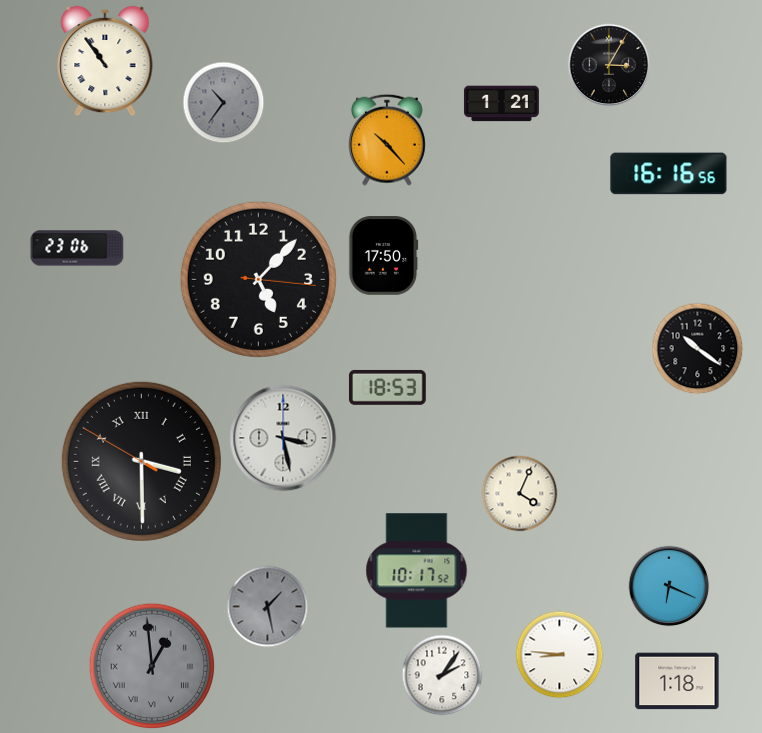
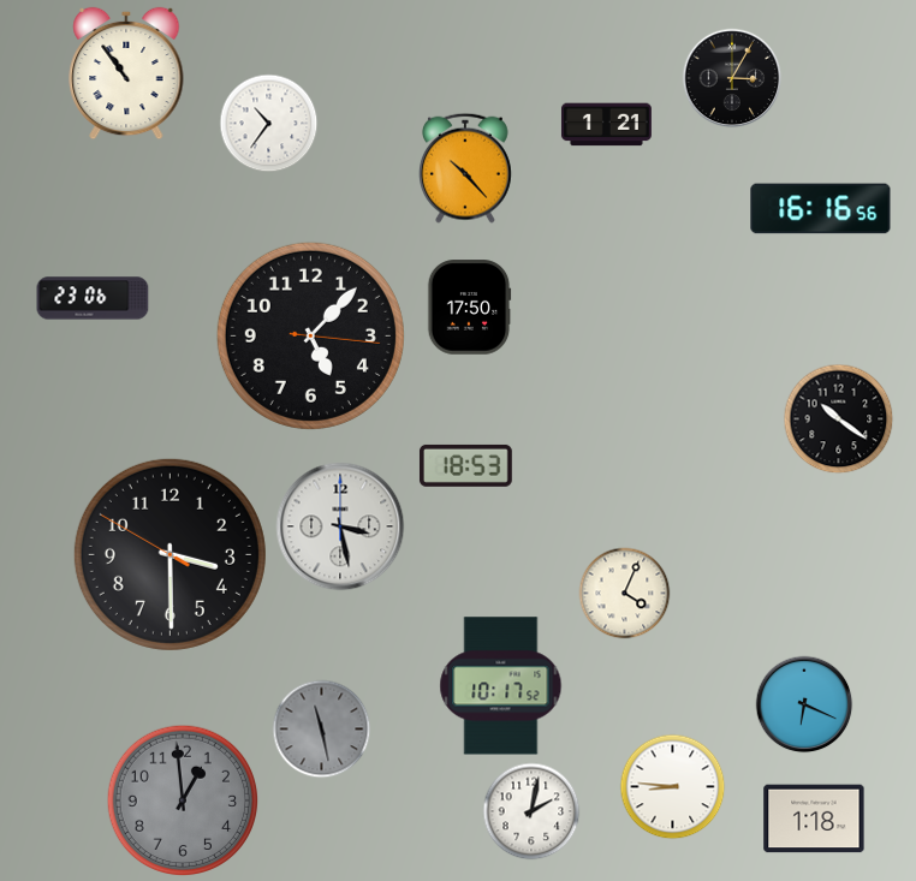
clock at (224, 103) dial: grey -> white
clock at (501, 104) position: (501, 104) -> (606, 125)
clock at (669, 174) position: (669, 174) -> (821, 209)
clock at (383, 256) position: (383, 256) -> (469, 308)
clock at (141, 461) numerals: Roman -> Arabic
clock at (268, 607): 1:28 -> 11:28
clock at (152, 666) numerals: Roman -> Arabic
clock at (442, 675): 2:06 -> 2:02
